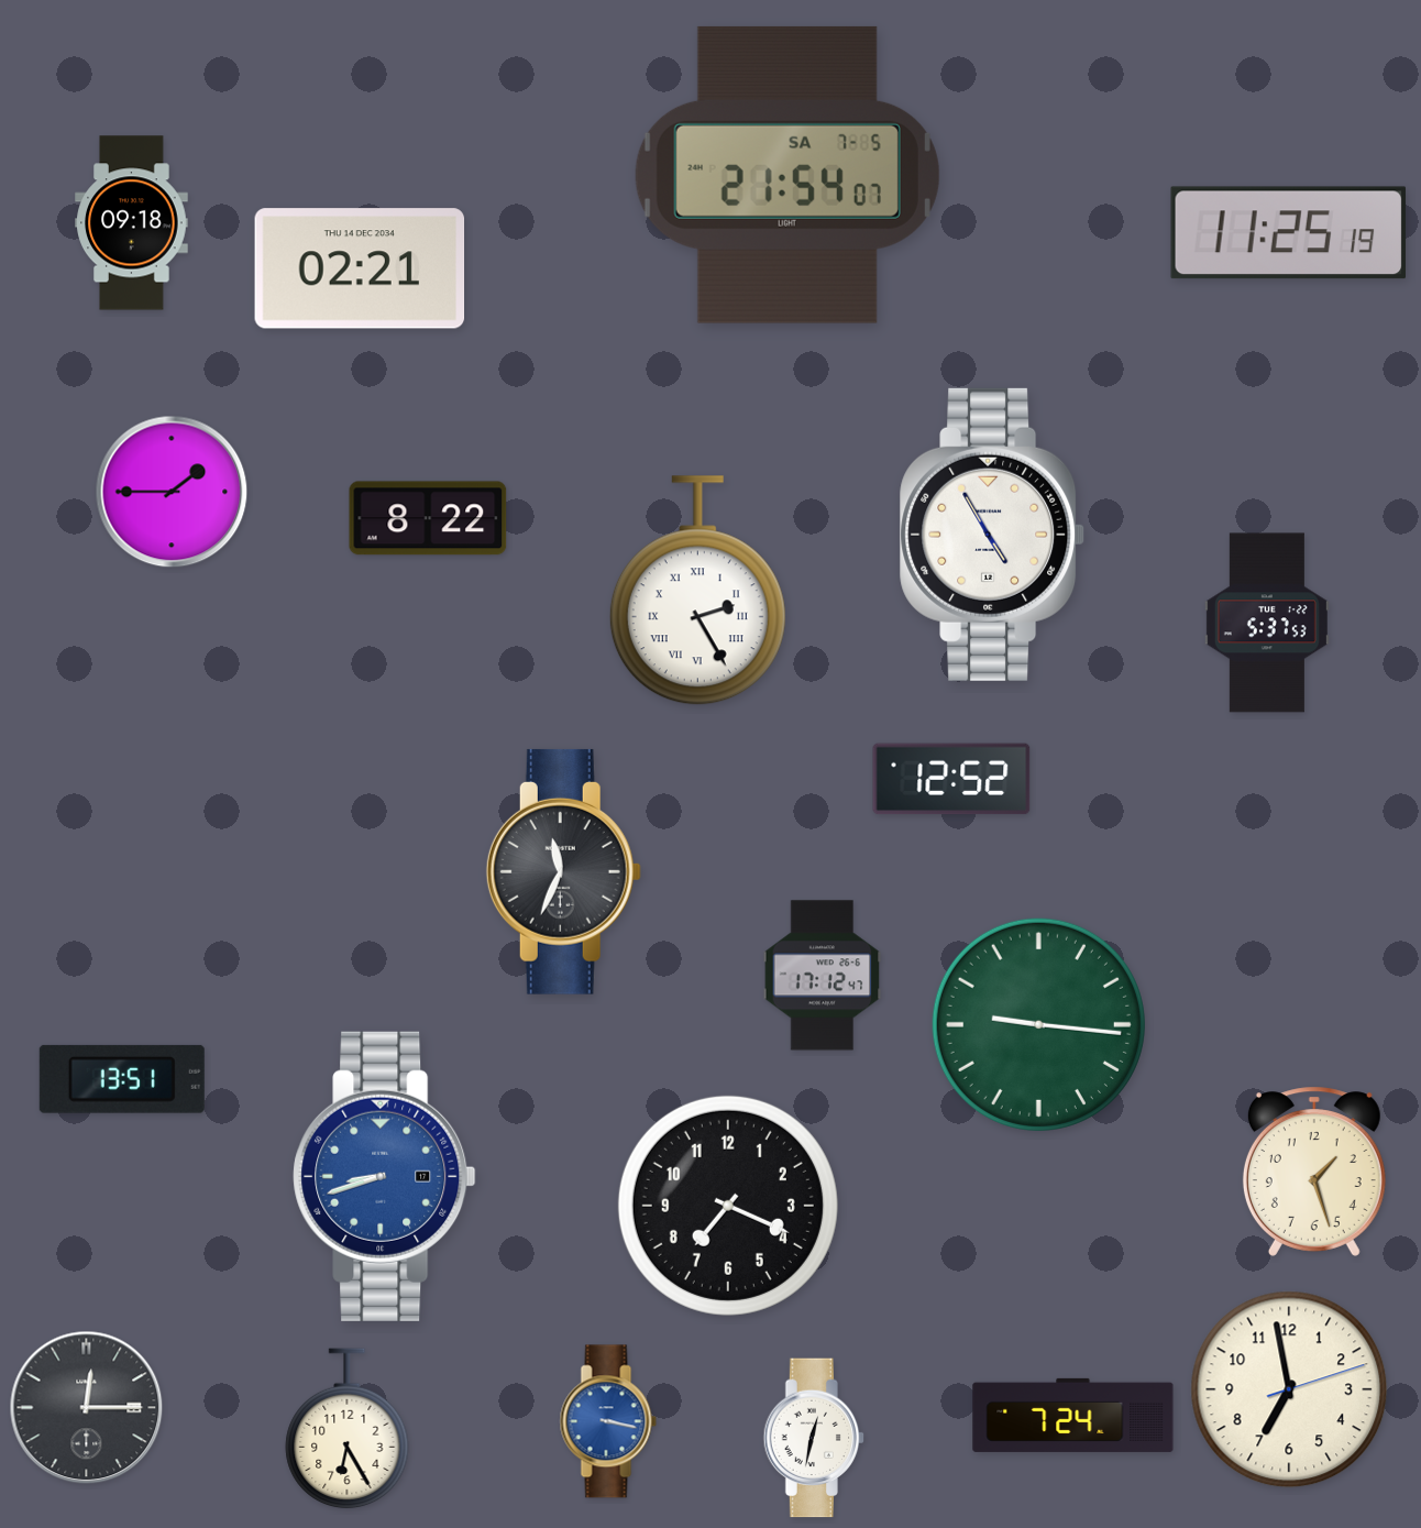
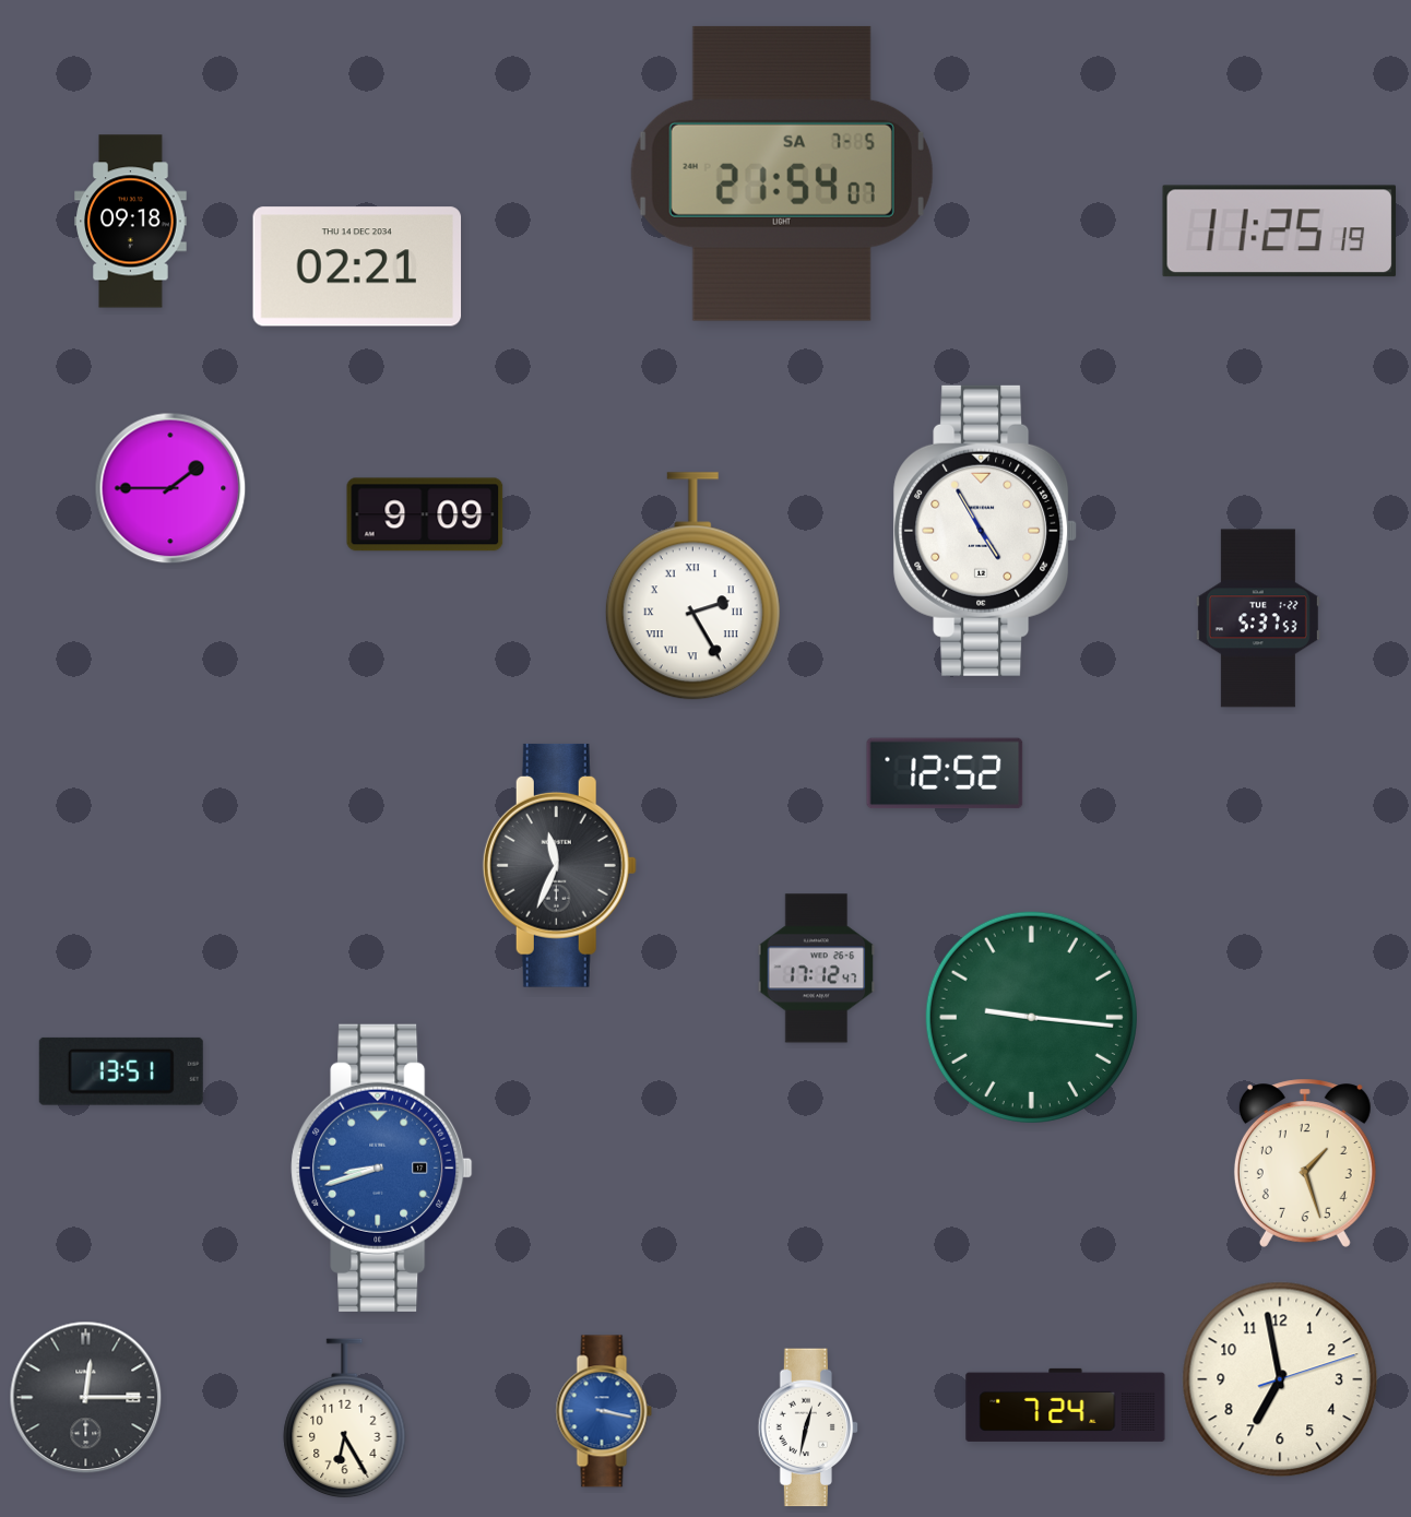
clock at (428, 518): 8:22 -> 9:09
clock at (728, 1206): 7:19 -> none
